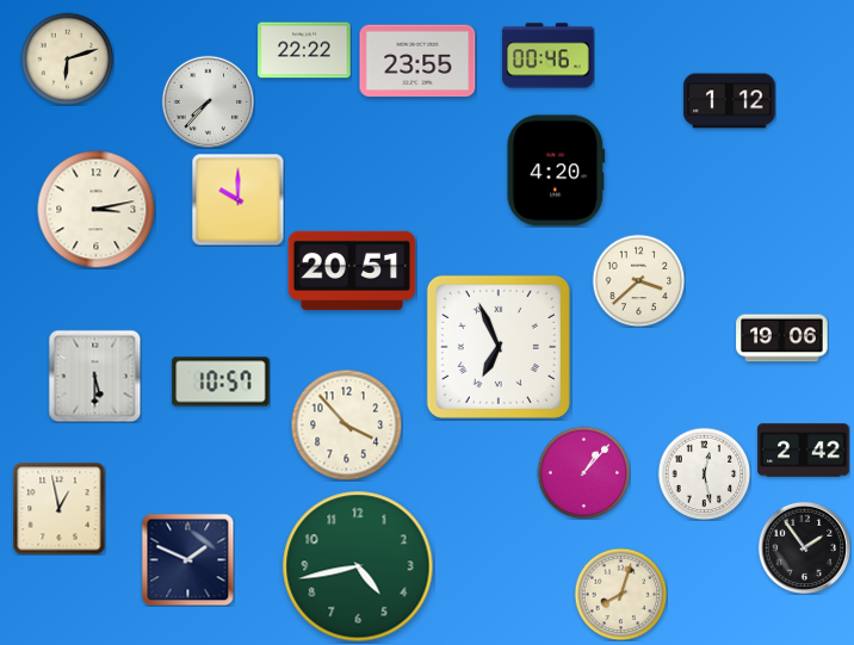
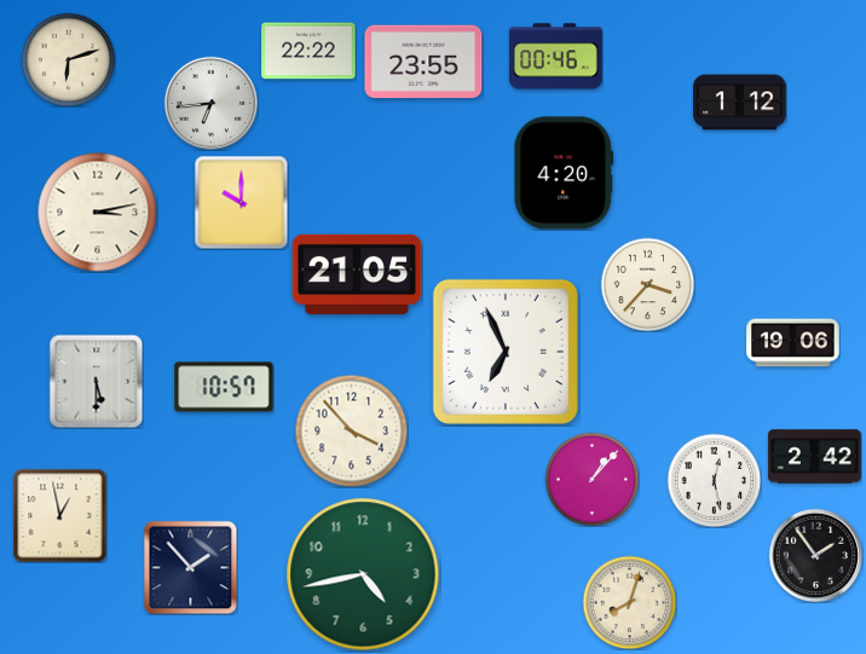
clock at (208, 101): 7:37 -> 6:44
clock at (352, 271): 20:51 -> 21:05
clock at (638, 280): 3:38 -> 3:37
clock at (187, 559): 1:49 -> 1:53
